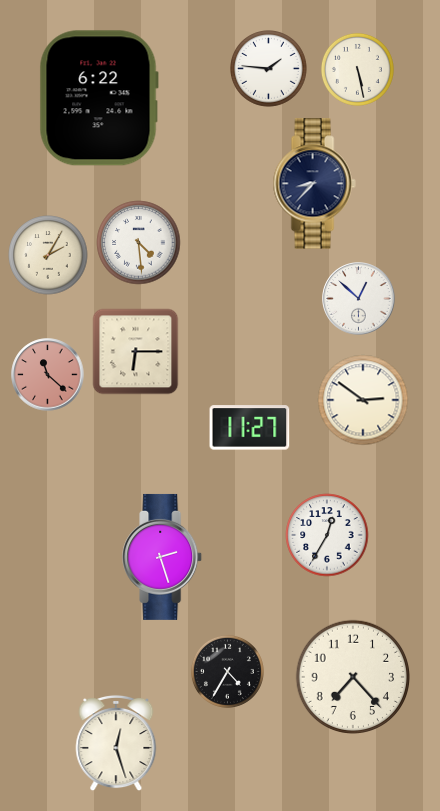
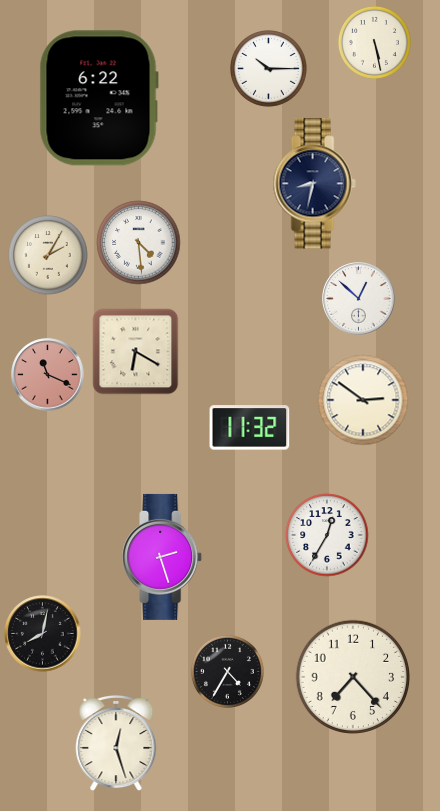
clock at (269, 69): 1:46 -> 10:15
clock at (357, 69) position: (357, 69) -> (374, 42)
clock at (314, 184): 8:37 -> 8:32
clock at (136, 352): 6:15 -> 6:20
clock at (48, 375): 11:22 -> 11:19
clock at (250, 428): 11:27 -> 11:32
clock at (43, 634): none -> 8:02
